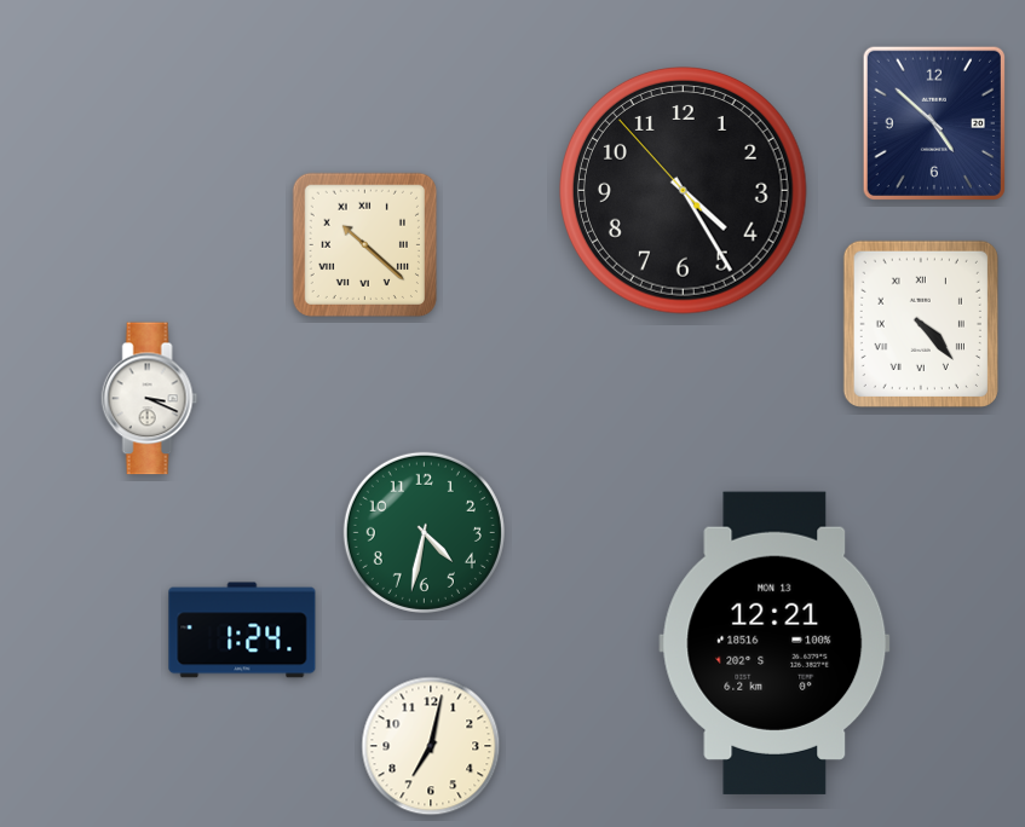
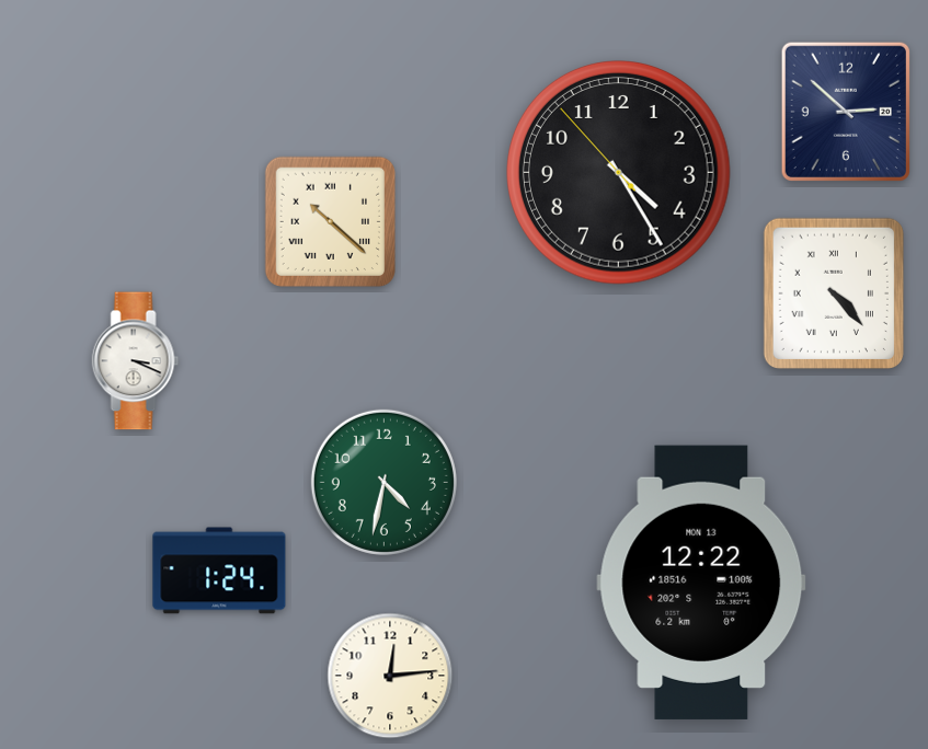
clock at (934, 123): 4:52 -> 2:52
clock at (774, 643): 12:21 -> 12:22
clock at (431, 746): 7:02 -> 12:14
